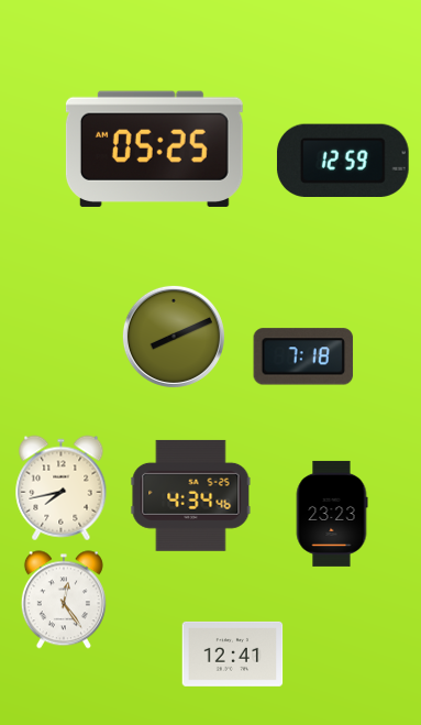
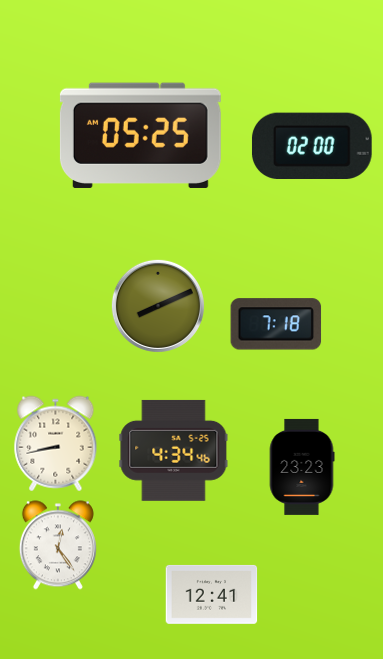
clock at (343, 160): 12:59 -> 02:00
clock at (62, 488): 7:43 -> 8:43
